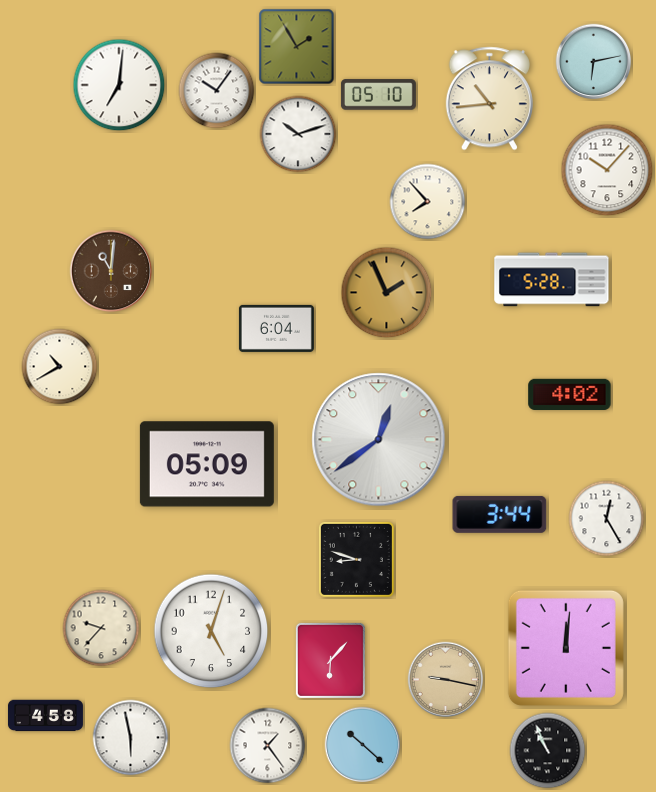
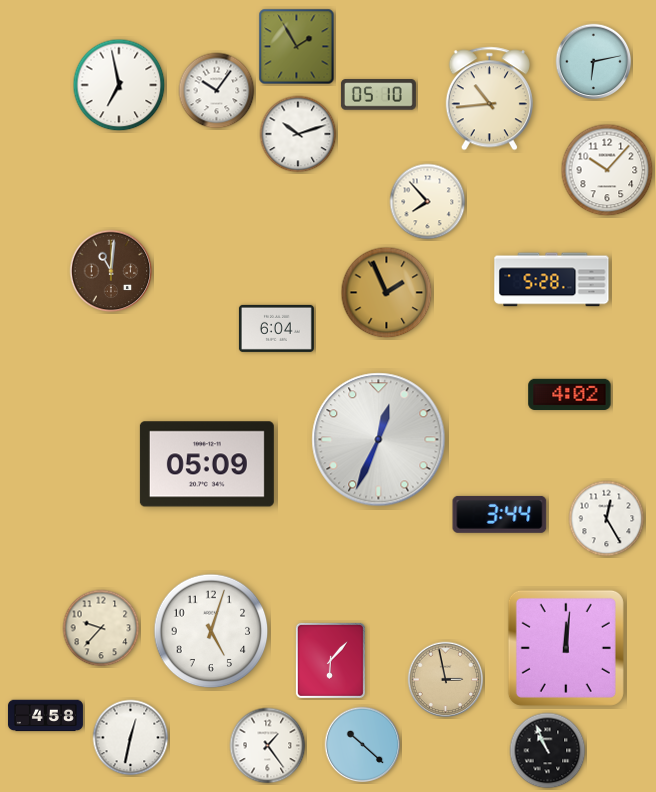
clock at (119, 85): 7:01 -> 6:58
clock at (60, 367): 10:40 -> none
clock at (379, 440): 12:39 -> 12:34
clock at (356, 559): 8:48 -> none
clock at (446, 680): 9:17 -> 2:58
clock at (131, 738): 5:58 -> 12:32
